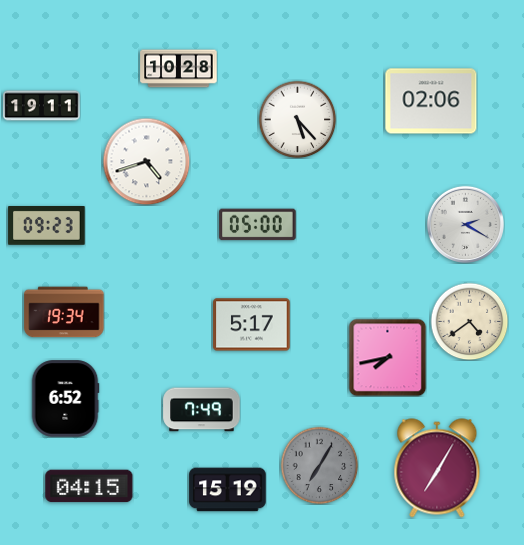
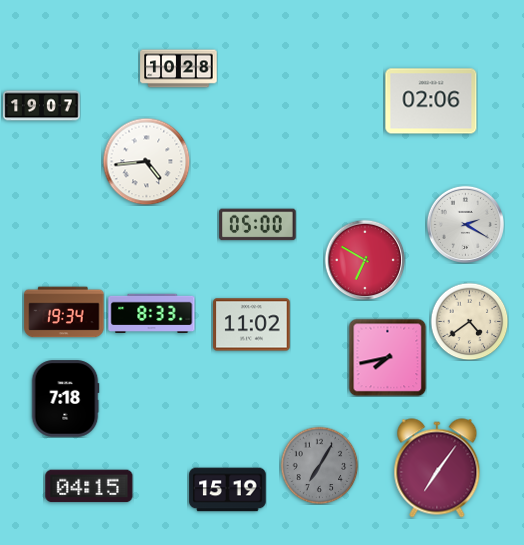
clock at (42, 106): 19:11 -> 19:07
clock at (297, 119): 5:23 -> none
clock at (146, 161): 4:42 -> 4:44
clock at (47, 226): 09:23 -> none
clock at (365, 260): none -> 6:50
clock at (152, 313): none -> 8:33
clock at (252, 325): 5:17 -> 11:02
clock at (65, 399): 6:52 -> 7:18
clock at (202, 410): 7:49 -> none
clock at (437, 468): 7:05 -> 7:06
